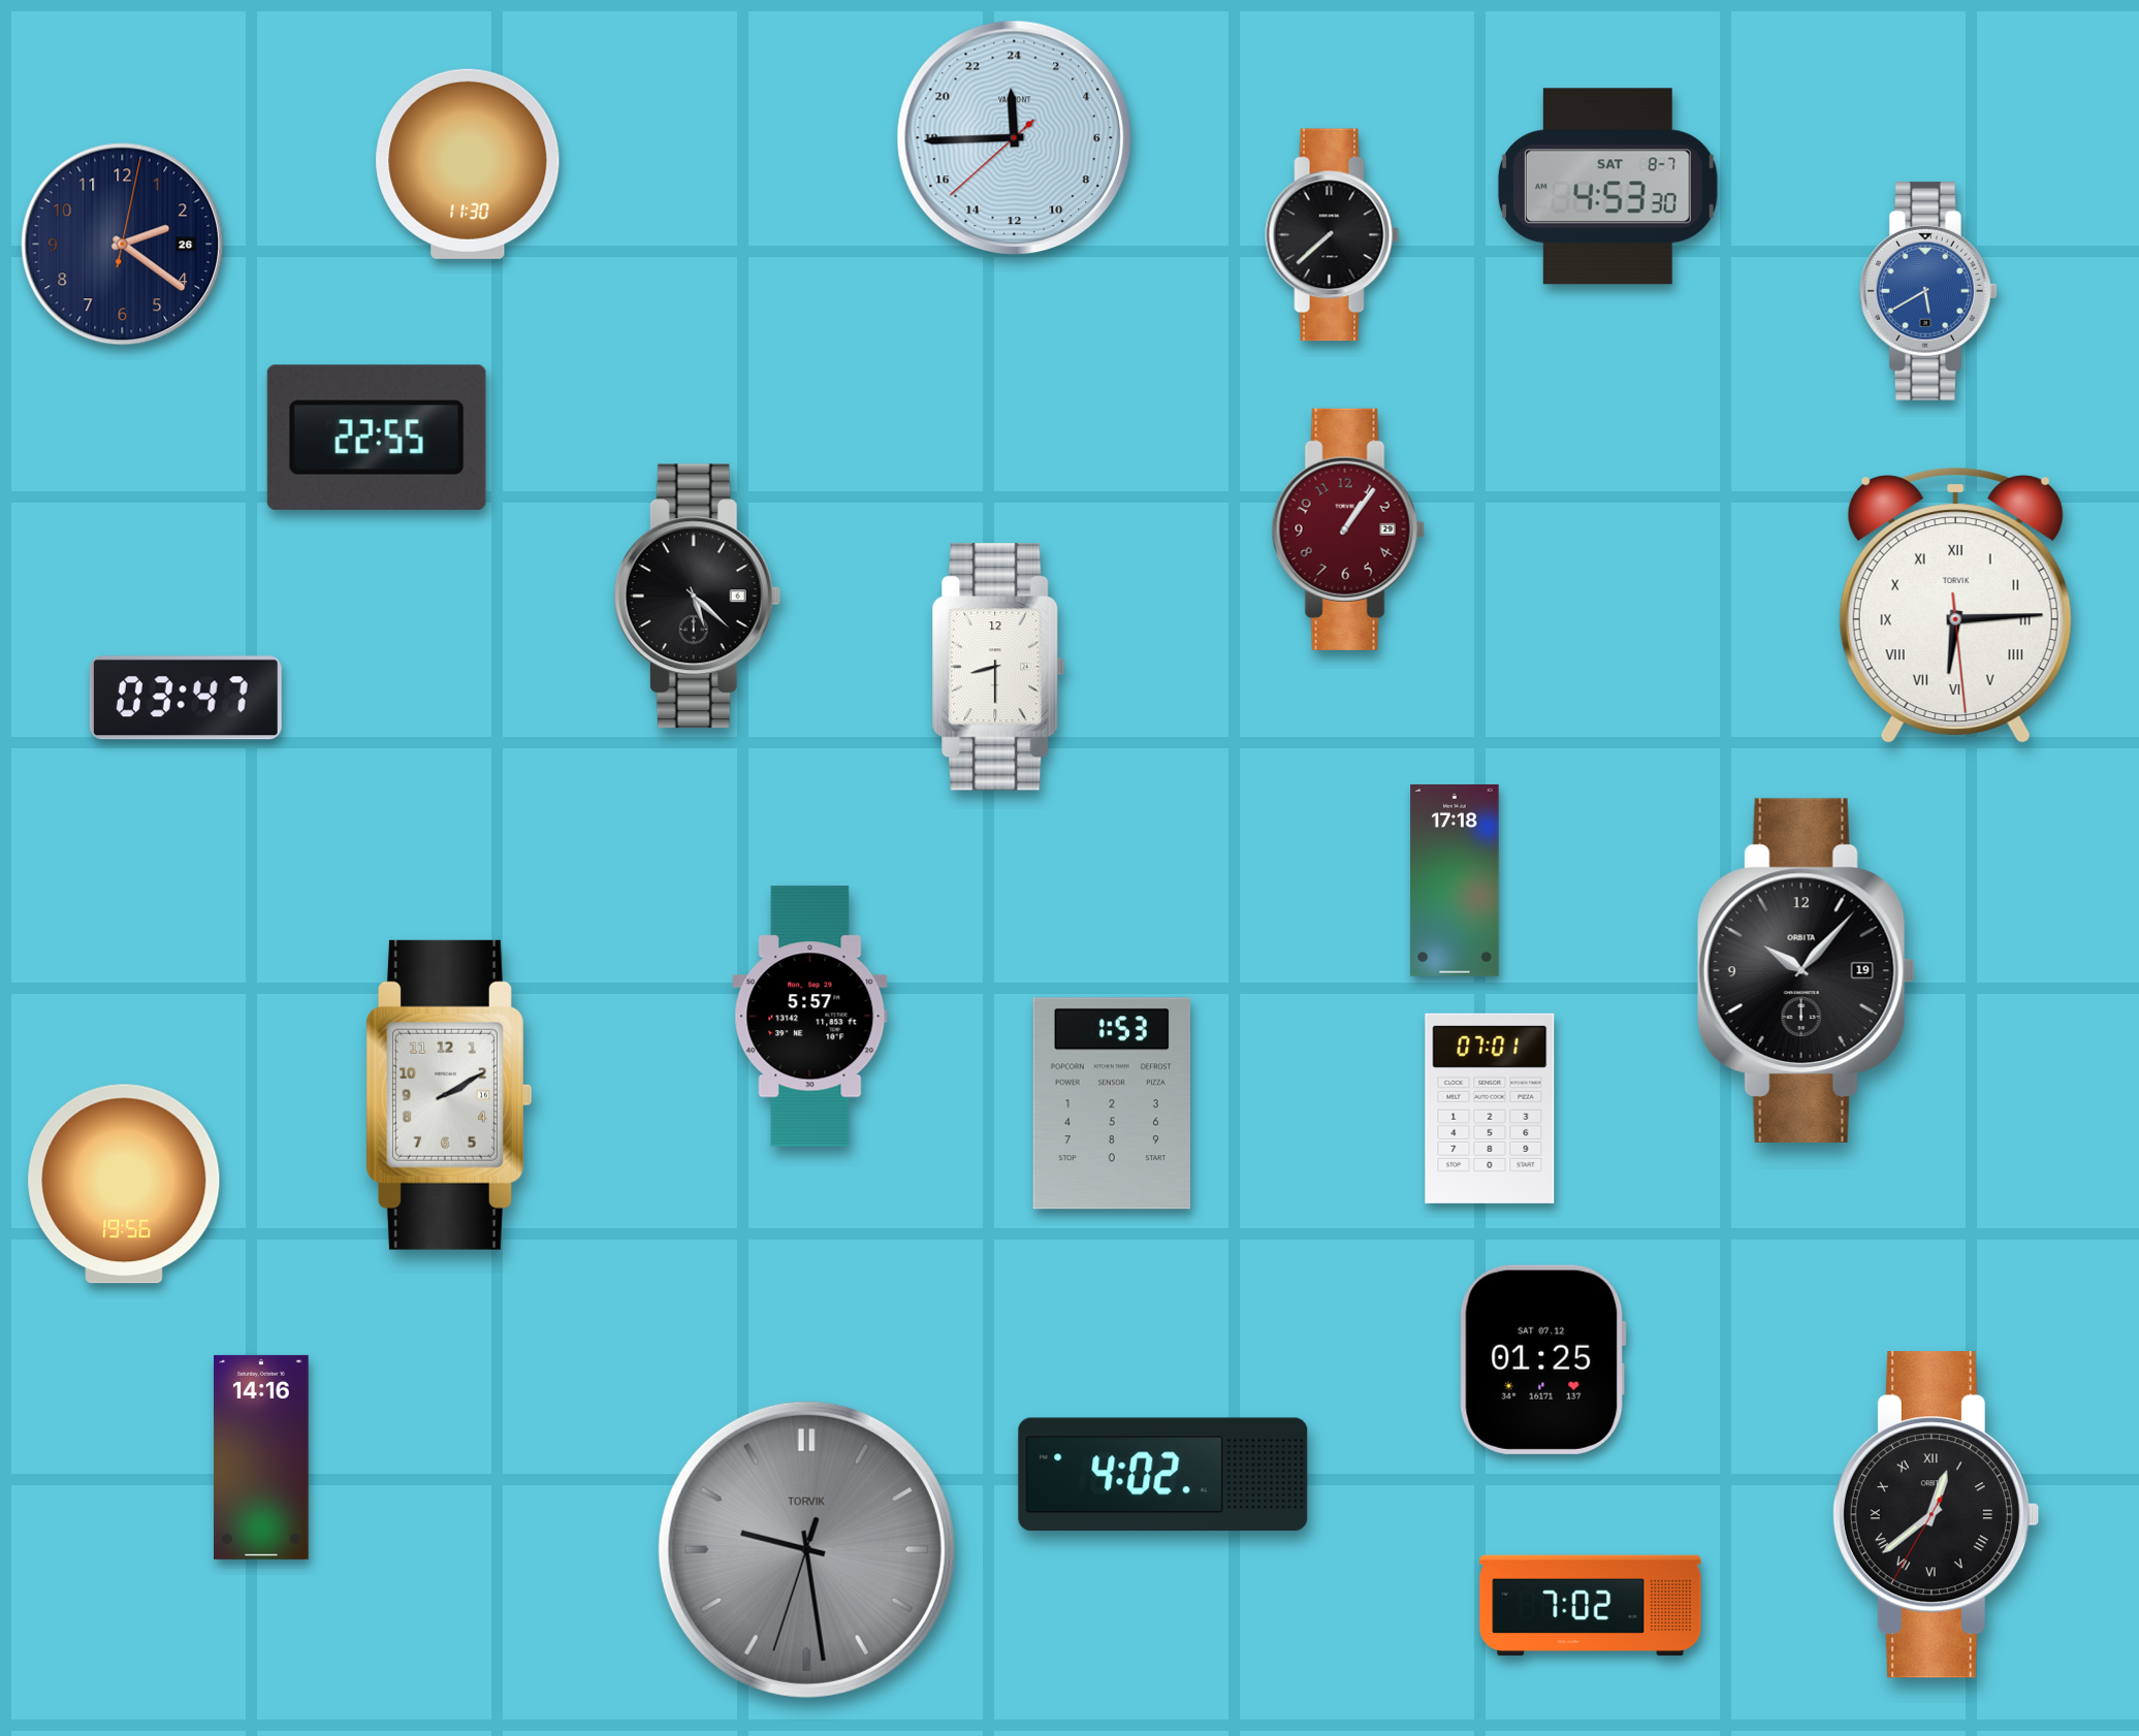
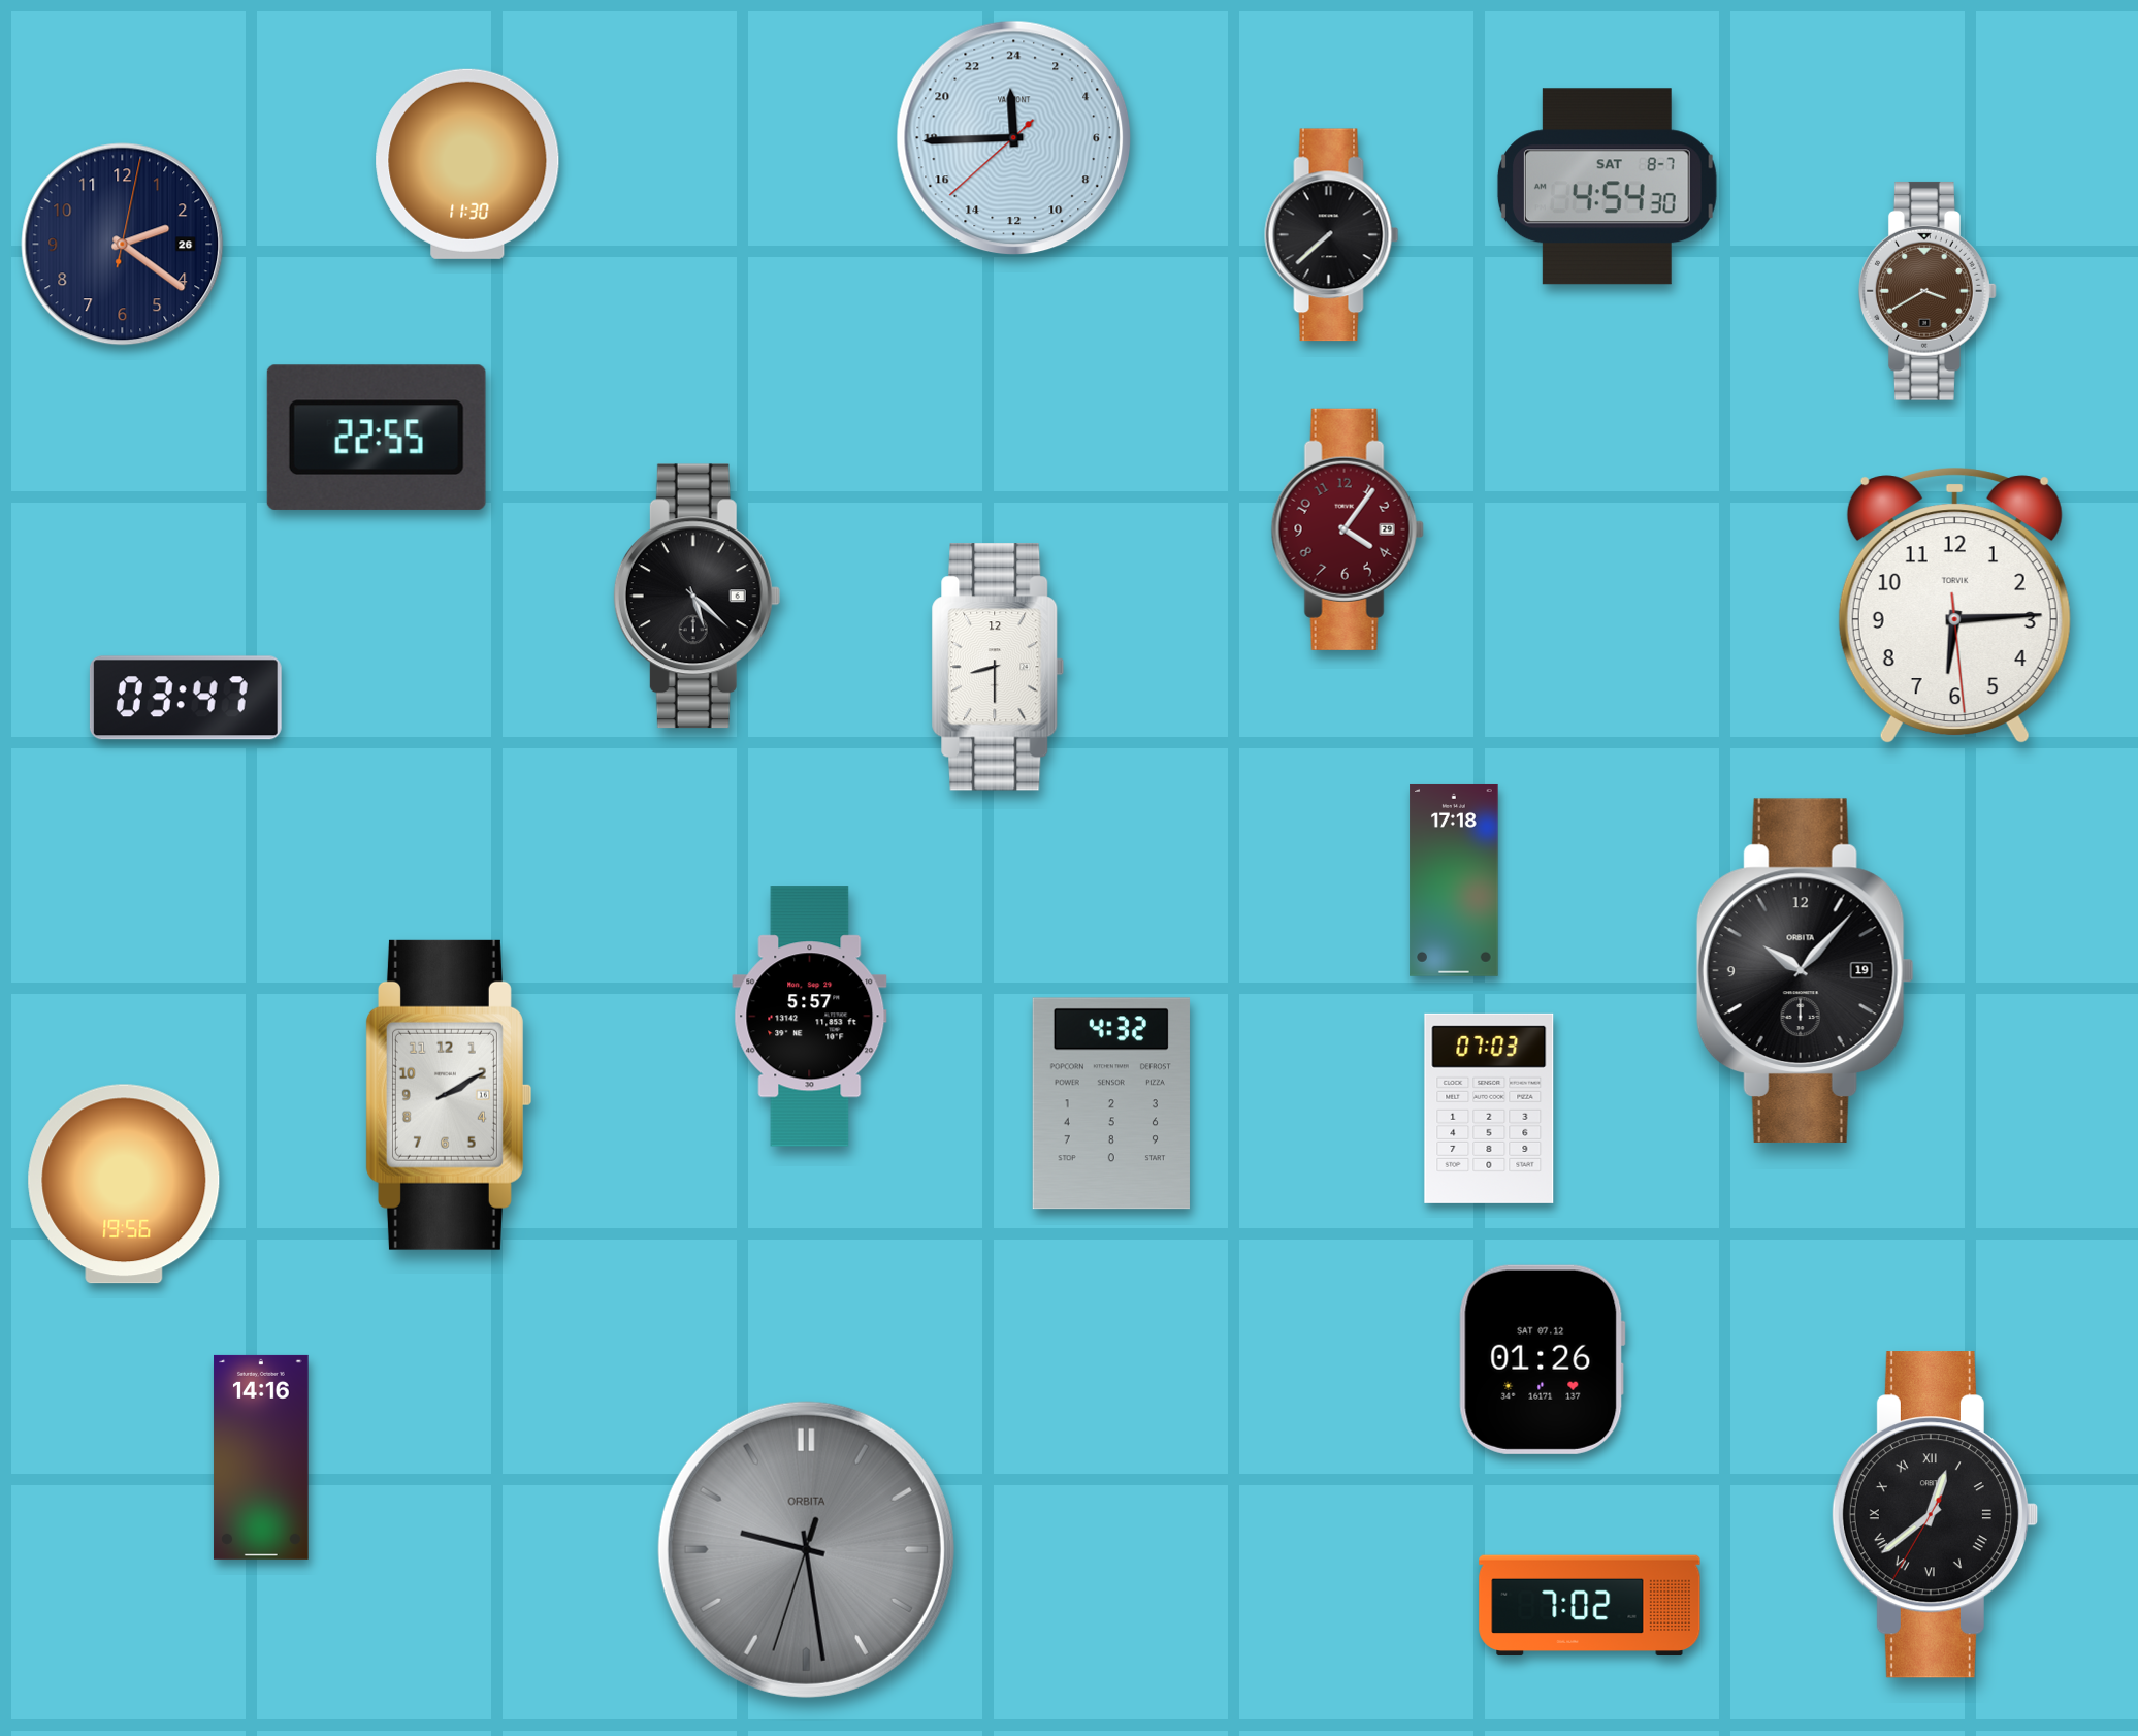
clock at (1607, 187): 4:53 -> 4:54
clock at (1929, 291): 5:40 -> 3:40
clock at (1929, 291) dial: blue -> brown
clock at (1348, 529): 1:06 -> 4:06
clock at (1955, 606) numerals: Roman -> Arabic
clock at (1112, 1103): 1:53 -> 4:32
clock at (1490, 1108): 07:01 -> 07:03
clock at (1542, 1359): 01:25 -> 01:26
clock at (1163, 1475): 4:02 -> none
clock at (806, 1549) brand: TORVIK -> ORBITA
